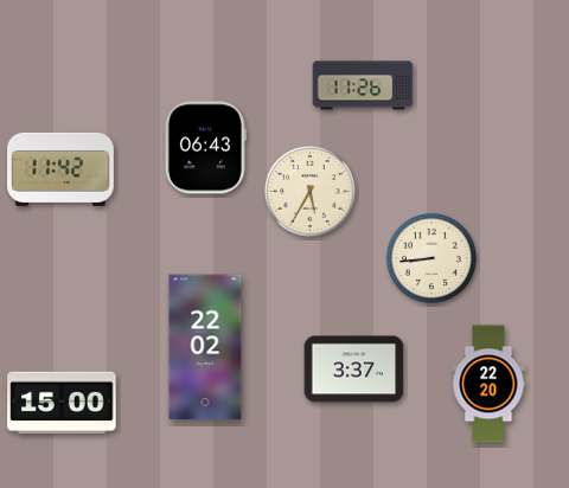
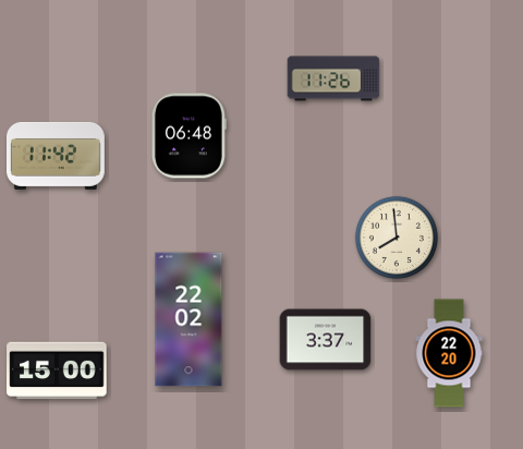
clock at (205, 148): 06:43 -> 06:48
clock at (309, 191): 5:35 -> none
clock at (431, 258): 8:44 -> 7:59
